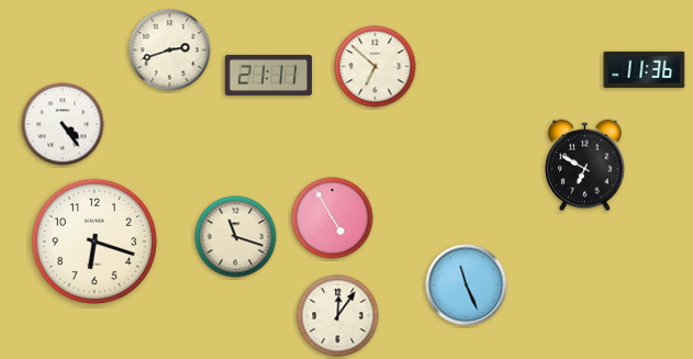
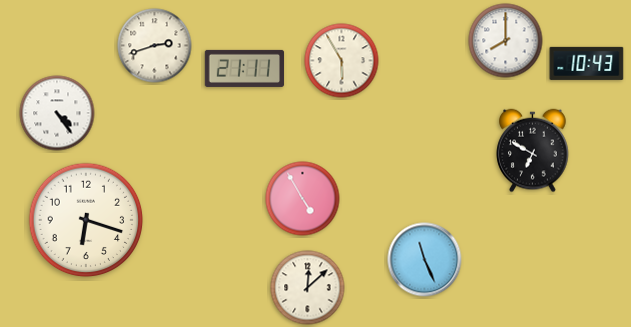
clock at (506, 41): none -> 8:00
clock at (376, 67): 6:52 -> 5:55
clock at (645, 69): 11:36 -> 10:43
clock at (236, 237): 11:18 -> none
clock at (338, 316): 12:06 -> 12:08
